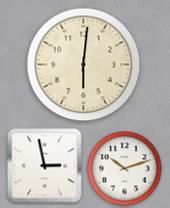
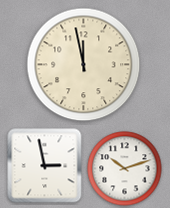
clock at (84, 65): 6:01 -> 11:58
